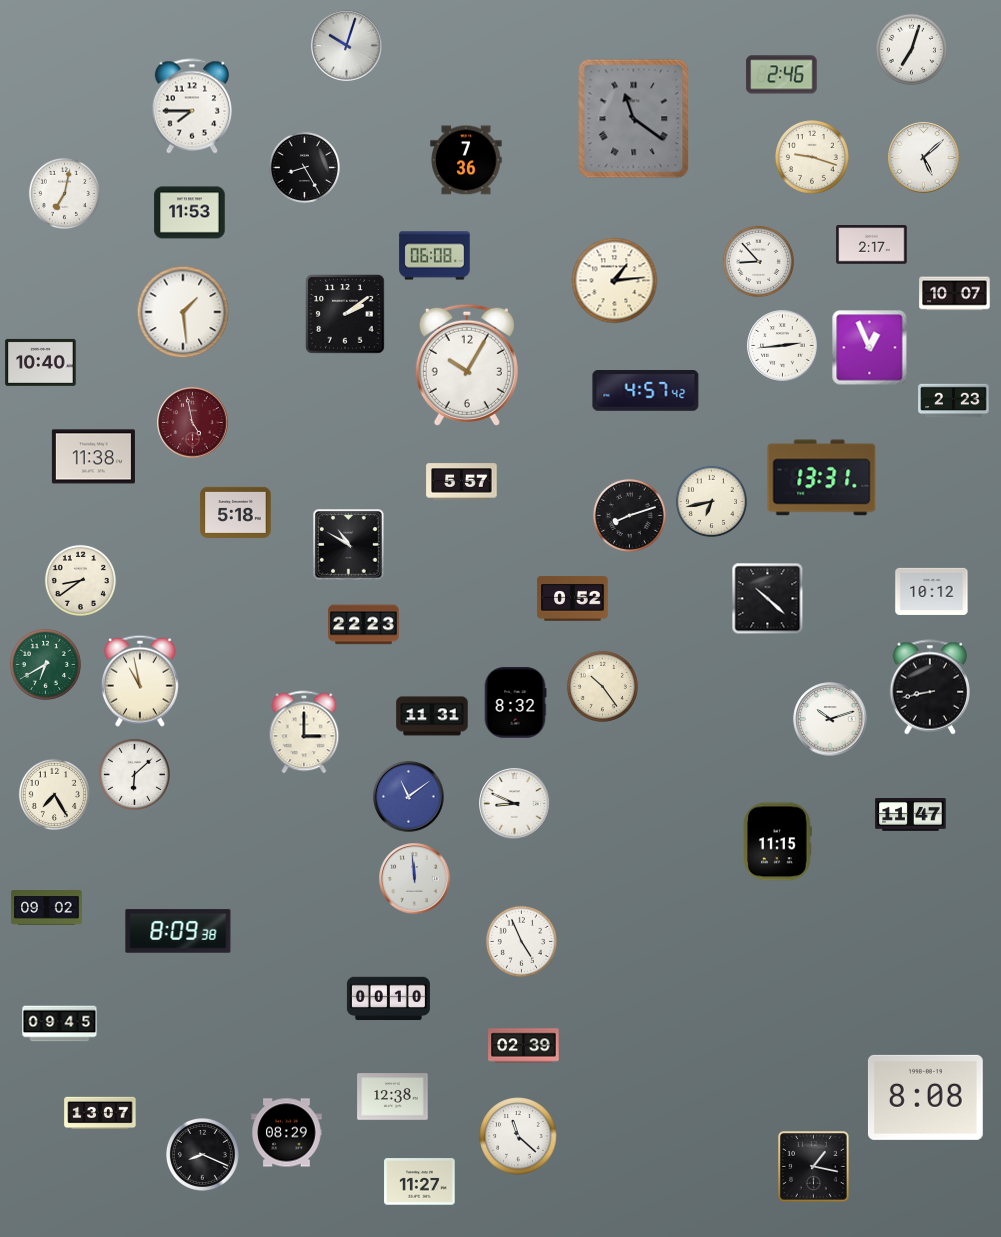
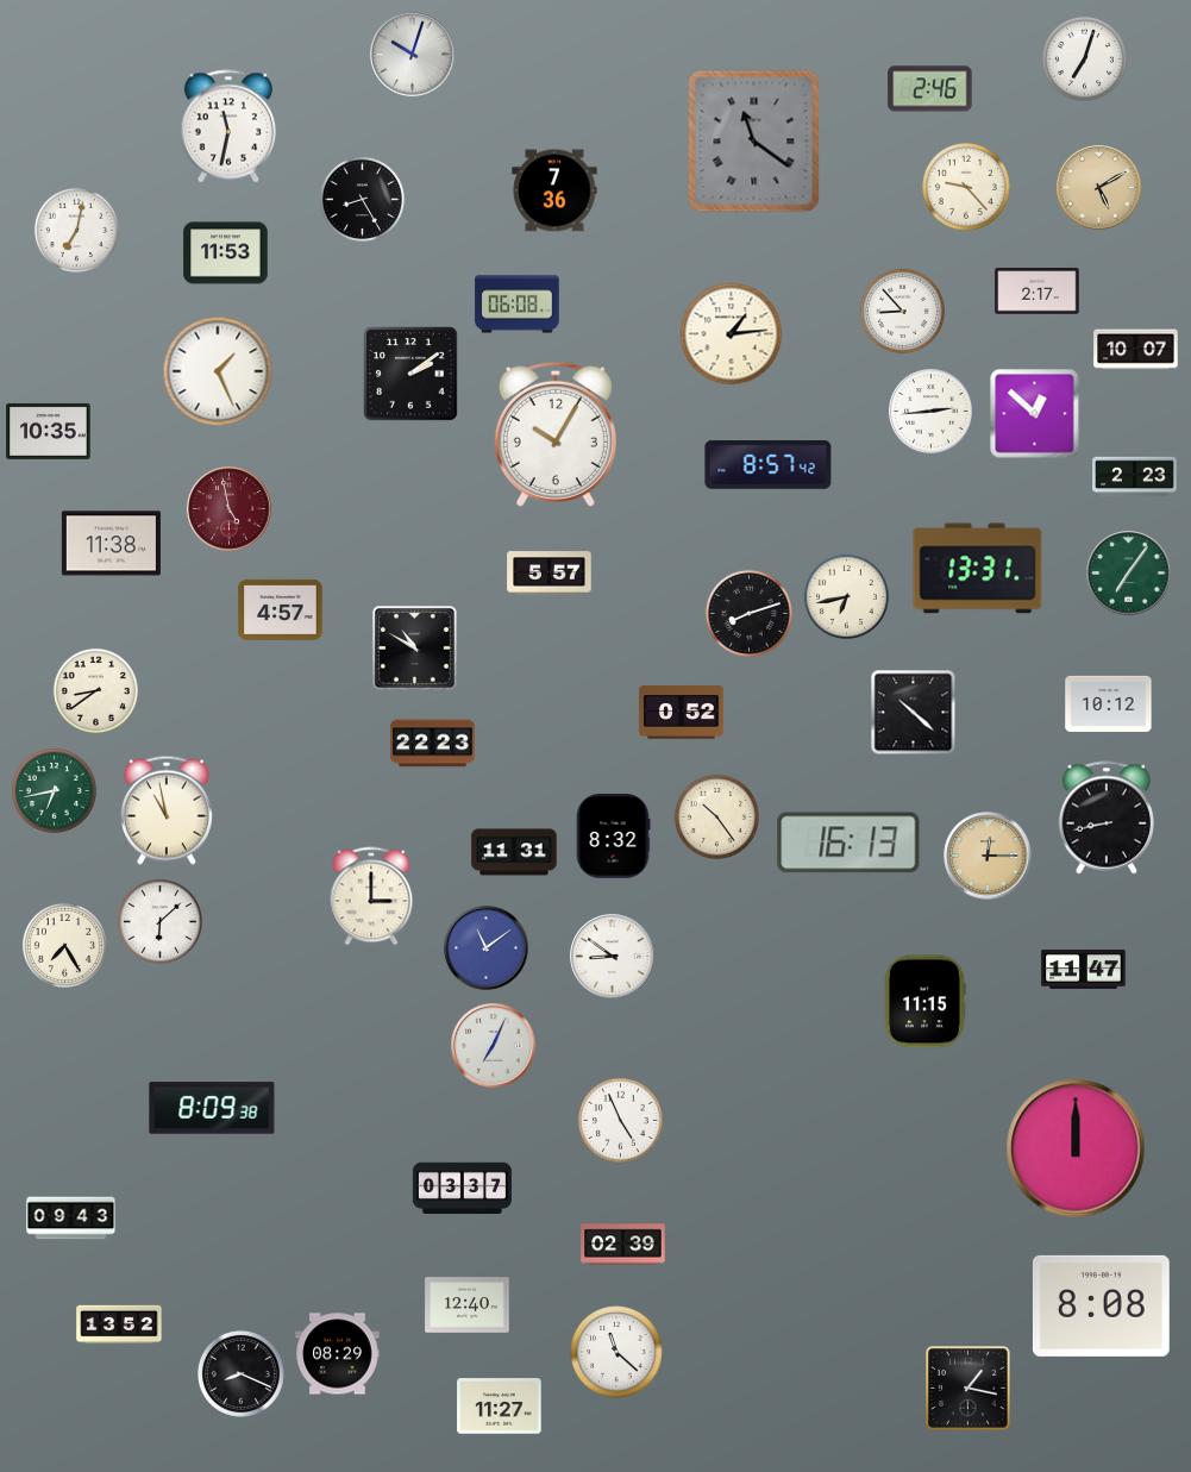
clock at (191, 106): 7:45 -> 11:32
clock at (813, 158): 9:18 -> 9:23
clock at (924, 158): 5:08 -> 5:10
clock at (924, 158) dial: white -> champagne
clock at (183, 312): 1:29 -> 1:26
clock at (870, 348): 12:56 -> 12:52
clock at (41, 362): 10:40 -> 10:35
clock at (646, 391): 4:57 -> 8:57
clock at (193, 423) position: (193, 423) -> (230, 509)
clock at (1129, 574): none -> 7:06
clock at (236, 512): 5:18 -> 4:57
clock at (45, 664): 6:40 -> 6:43
clock at (848, 843): none -> 16:13
clock at (830, 719): 10:12 -> 12:15
clock at (830, 719) dial: white -> champagne
clock at (304, 732) position: (304, 732) -> (371, 896)
clock at (515, 804): 8:49 -> 8:51
clock at (415, 879): 11:59 -> 7:04
clock at (47, 908): 09:02 -> none
clock at (1076, 1148): none -> 12:00
clock at (388, 999): 00:10 -> 03:37
clock at (60, 1024): 09:45 -> 09:43
clock at (393, 1097): 12:38 -> 12:40
clock at (100, 1113): 13:07 -> 13:52
clock at (287, 1133) position: (287, 1133) -> (338, 1354)
